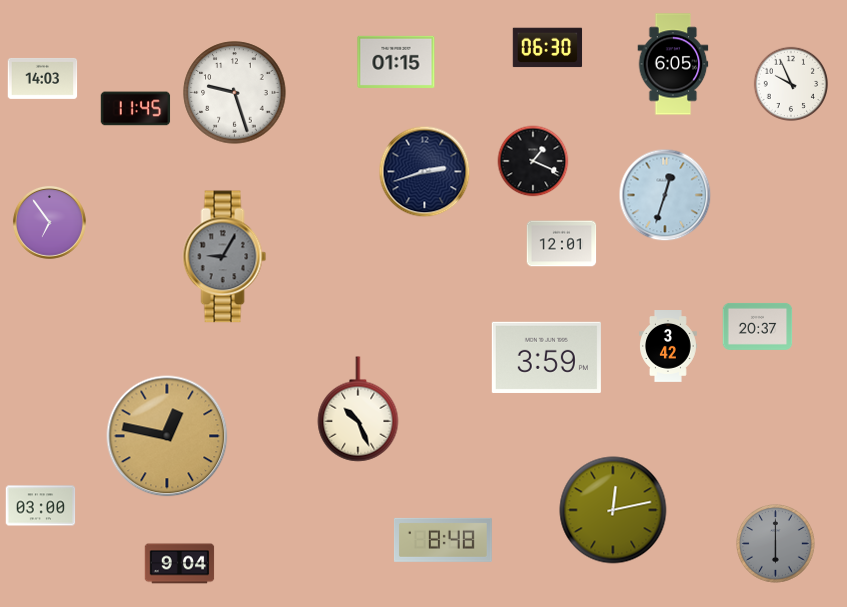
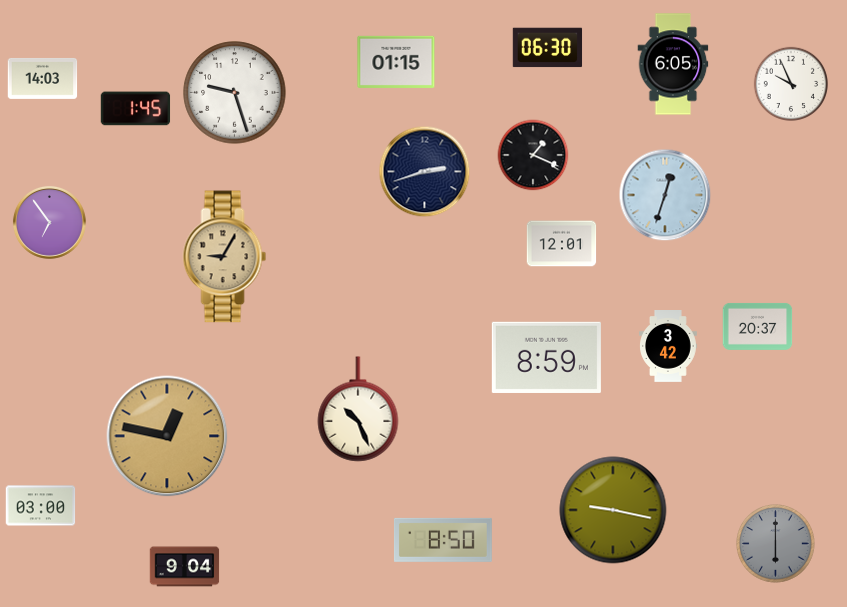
clock at (136, 109): 11:45 -> 1:45
clock at (533, 161) position: (533, 161) -> (533, 155)
clock at (225, 257) dial: grey -> champagne
clock at (546, 357): 3:59 -> 8:59
clock at (613, 510): 12:13 -> 9:17
clock at (443, 540): 8:48 -> 8:50
clock at (180, 564) position: (180, 564) -> (185, 567)
